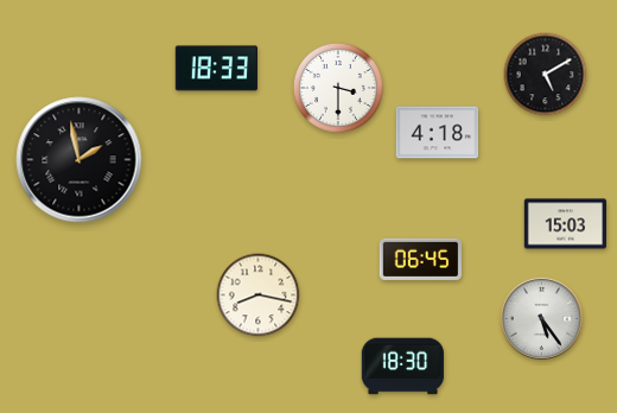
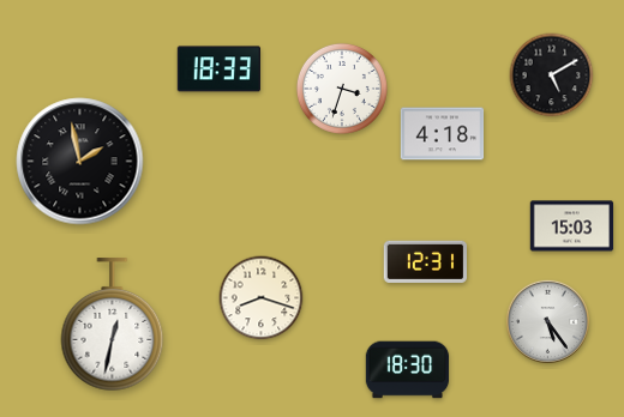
clock at (338, 88): 3:30 -> 3:33
clock at (420, 259): 06:45 -> 12:31
clock at (259, 296): 8:17 -> 8:18
clock at (113, 325): none -> 12:32
